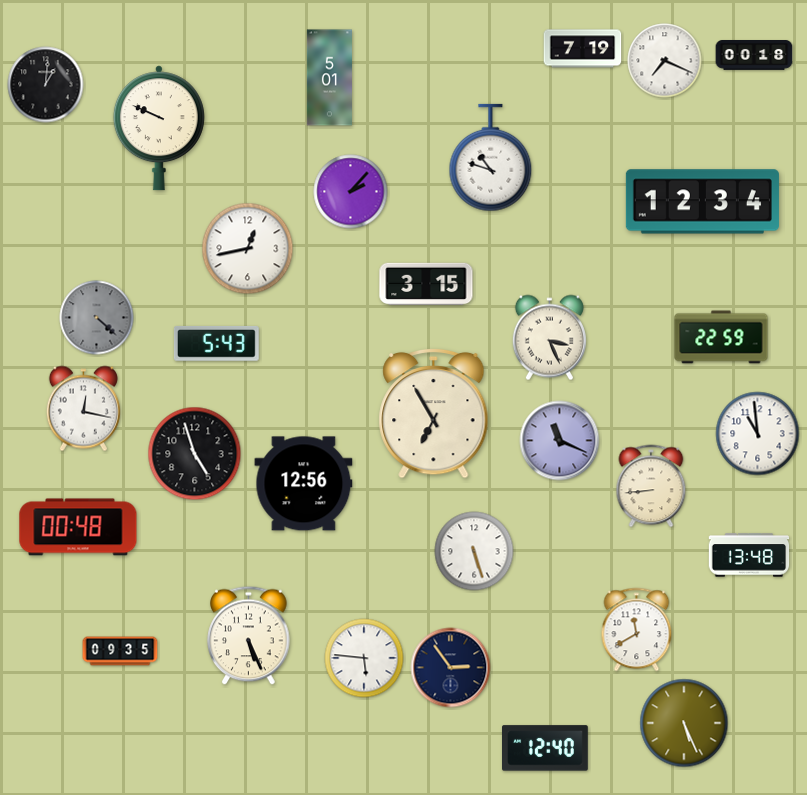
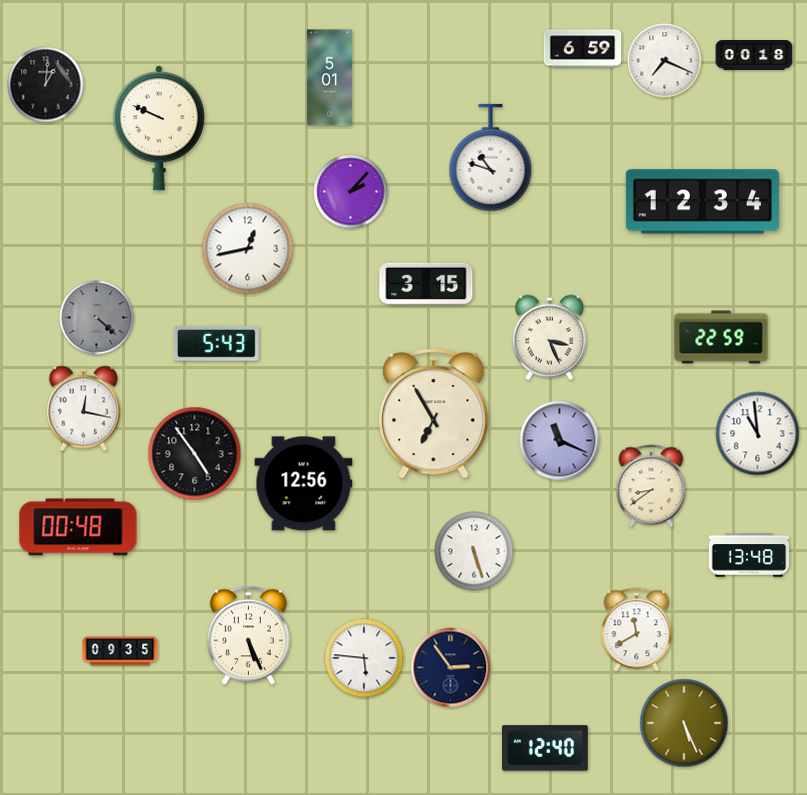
clock at (583, 49): 7:19 -> 6:59
clock at (195, 454): 4:57 -> 4:54
clock at (651, 486): 8:44 -> 8:39
